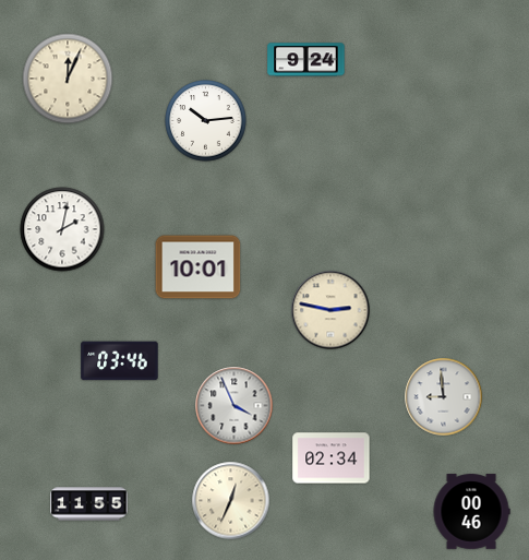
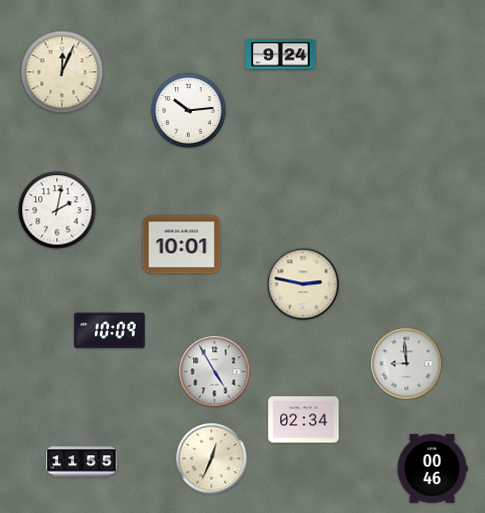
clock at (120, 361): 03:46 -> 10:09
clock at (235, 406): 3:56 -> 4:55
